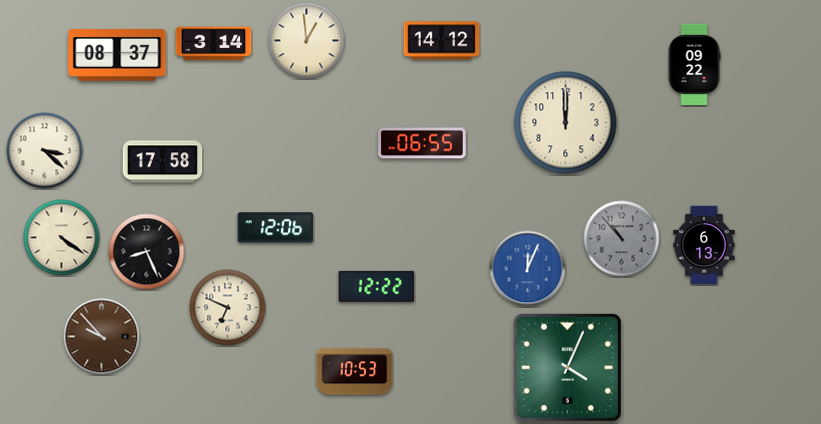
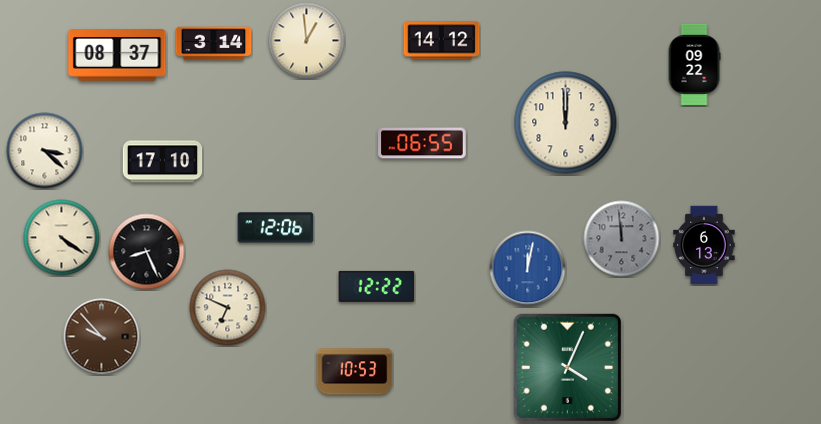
clock at (163, 162): 17:58 -> 17:10
clock at (622, 239): 10:53 -> 11:59
clock at (528, 269): 12:04 -> 12:02
